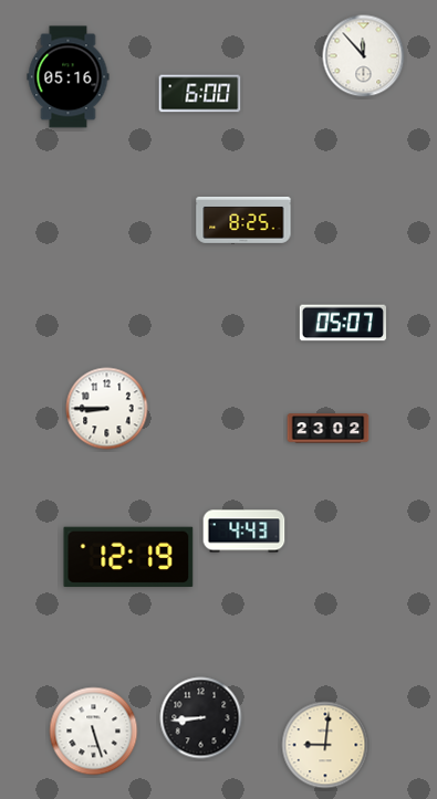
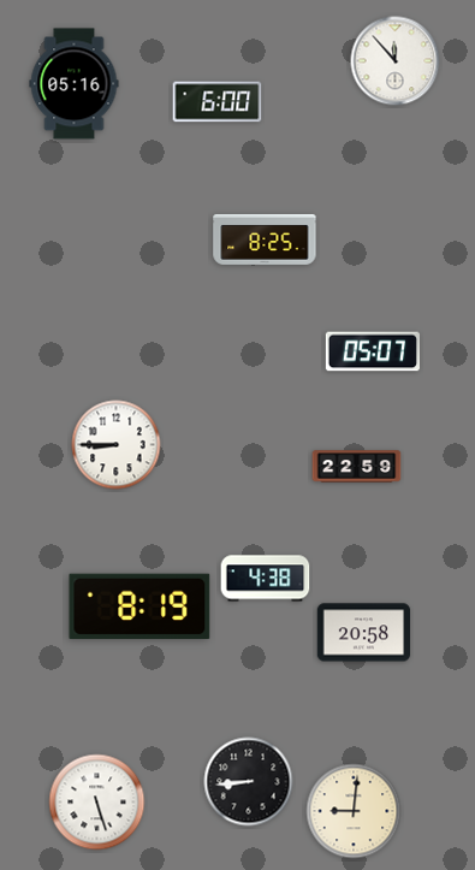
clock at (329, 429): 23:02 -> 22:59
clock at (244, 532): 4:43 -> 4:38
clock at (128, 557): 12:19 -> 8:19
clock at (364, 633): none -> 20:58
clock at (201, 718) position: (201, 718) -> (249, 782)
clock at (94, 732) position: (94, 732) -> (97, 803)
